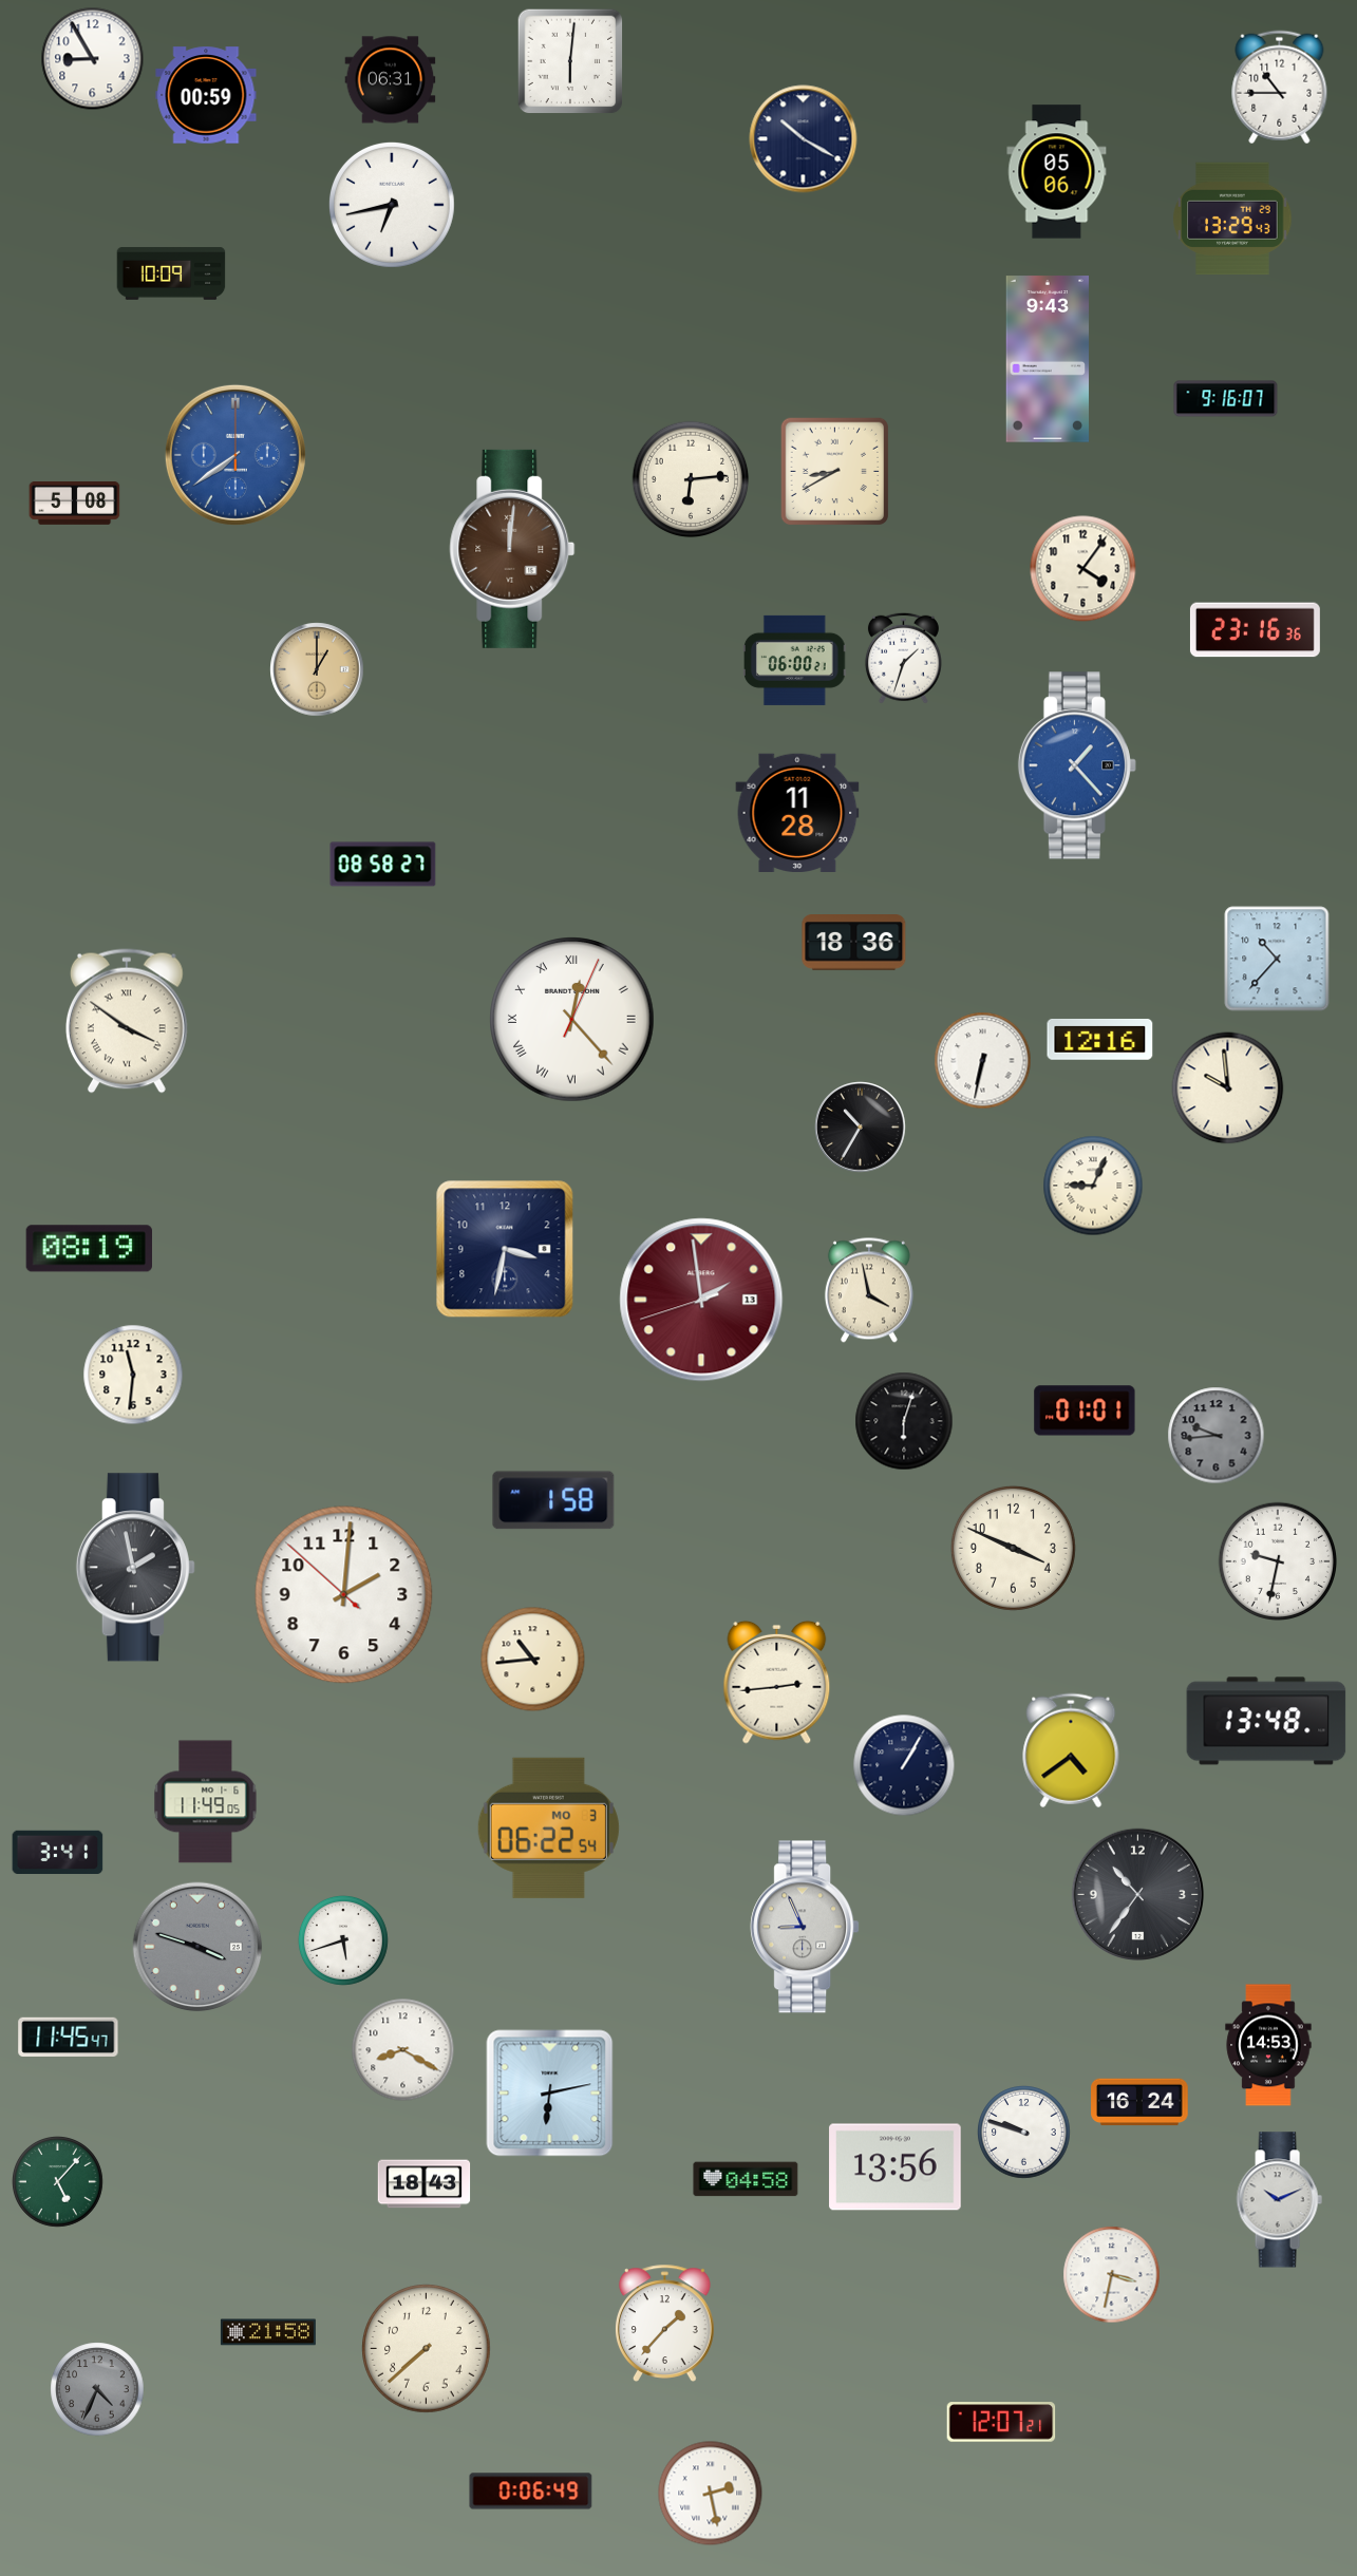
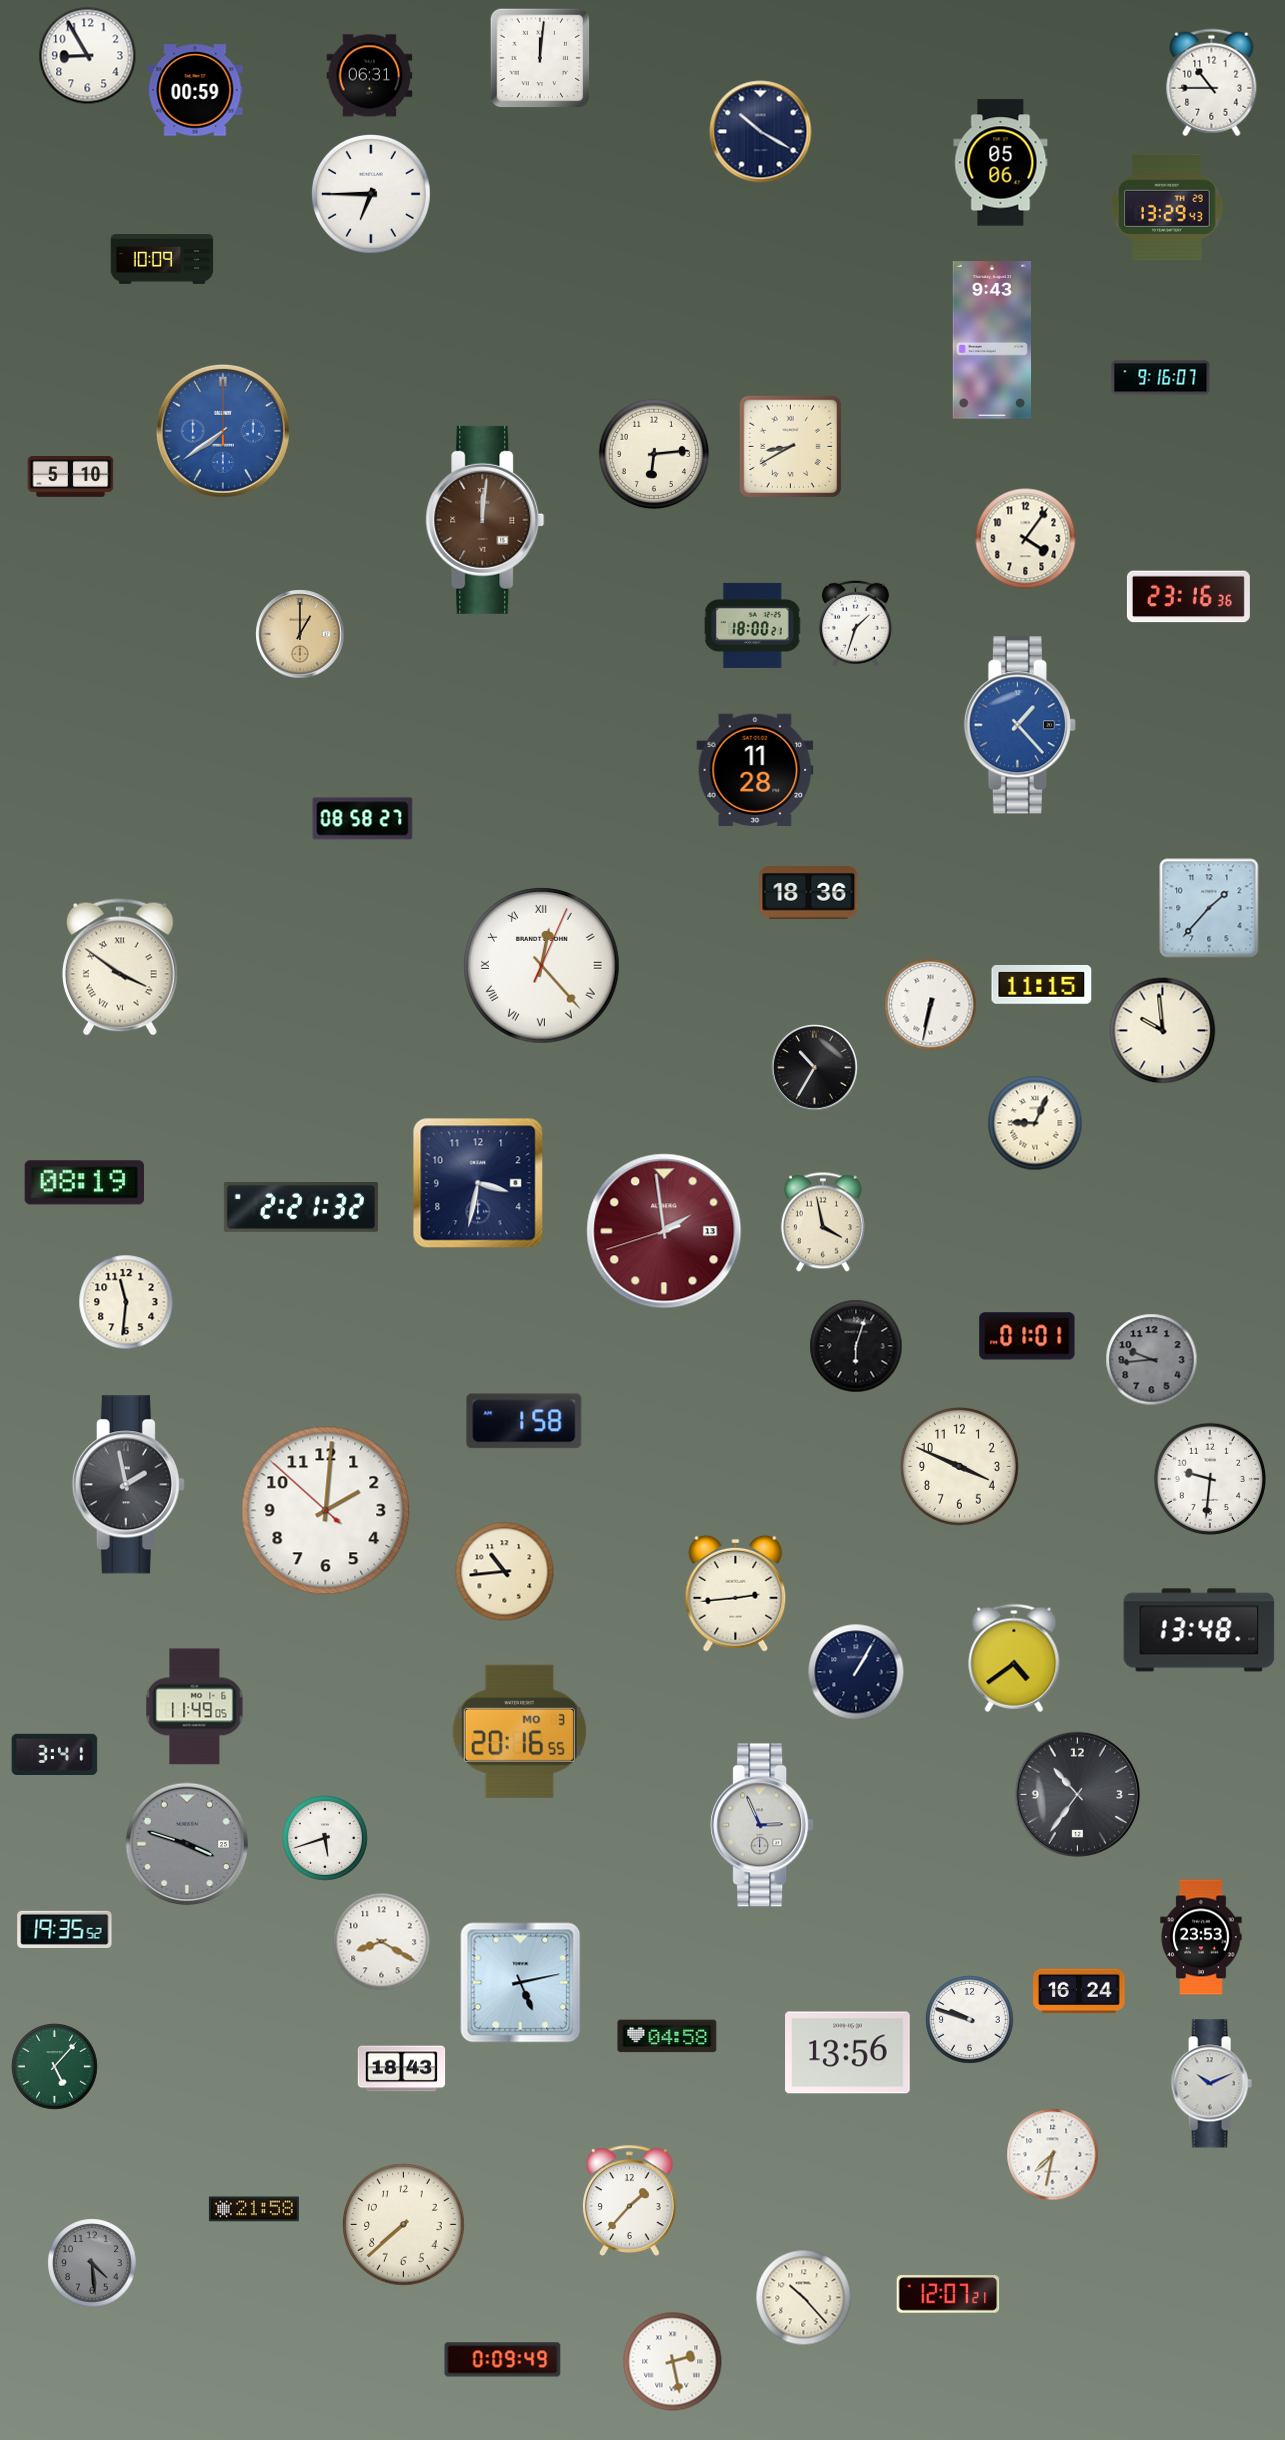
clock at (570, 61): 6:01 -> 12:01
clock at (392, 205): 6:43 -> 6:45
clock at (75, 504): 5:08 -> 5:10
clock at (795, 660): 06:00 -> 18:00
clock at (1277, 959): 10:37 -> 1:37
clock at (1100, 1040): 12:16 -> 11:15
clock at (301, 1208): none -> 2:21
clock at (1277, 1560): 9:32 -> 9:31
clock at (548, 1827): 06:22 -> 20:16
clock at (805, 1927): 8:56 -> 2:56
clock at (69, 2037): 11:45 -> 19:35
clock at (1268, 2045): 14:53 -> 23:53
clock at (550, 2094): 6:13 -> 5:13
clock at (746, 2179) position: (746, 2179) -> (667, 2036)
clock at (1112, 2275): 3:32 -> 7:32
clock at (97, 2389): 4:34 -> 4:29
clock at (804, 2298): none -> 10:23
clock at (531, 2492): 0:06 -> 0:09
